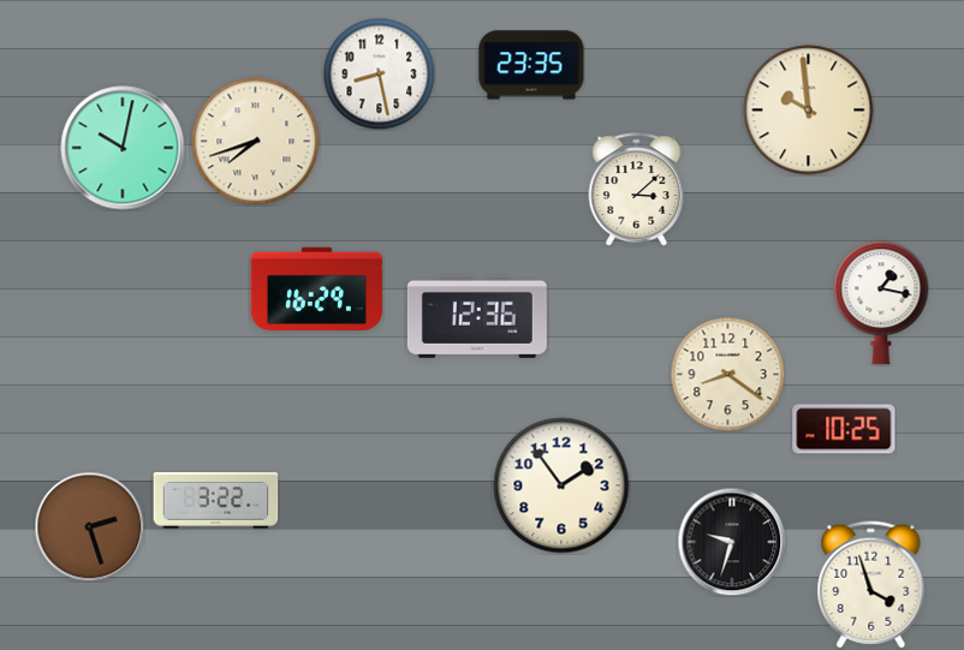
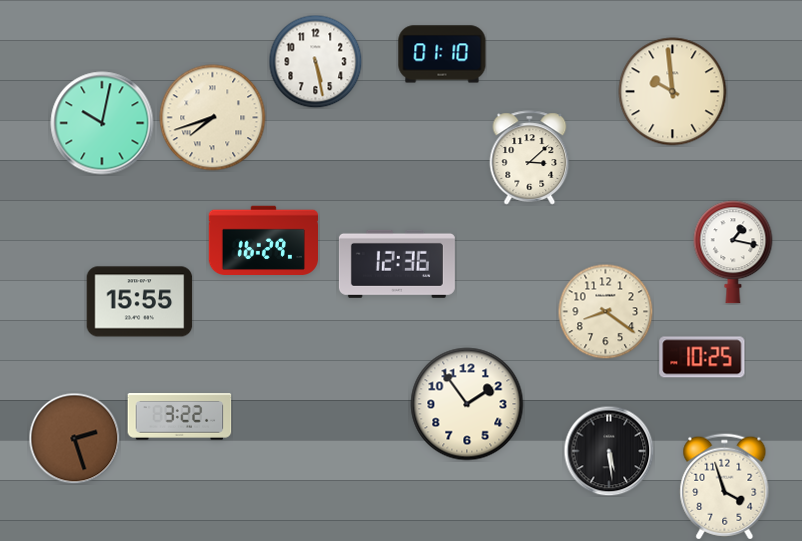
clock at (531, 65): 23:35 -> 01:10
clock at (379, 73): 8:28 -> 5:28
clock at (140, 302): none -> 15:55
clock at (732, 542): 9:33 -> 5:29
